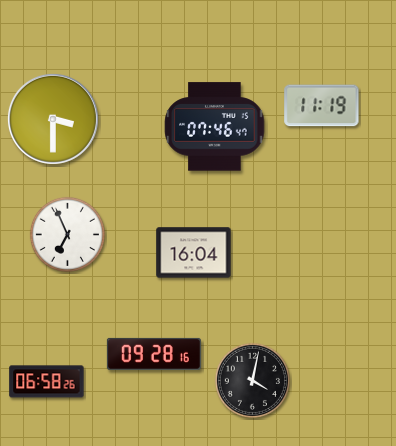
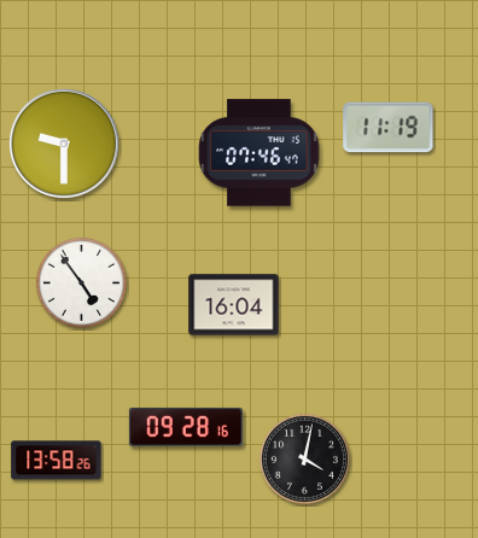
clock at (53, 119): 3:30 -> 9:30
clock at (67, 234): 6:56 -> 4:54
clock at (47, 382): 06:58 -> 13:58
